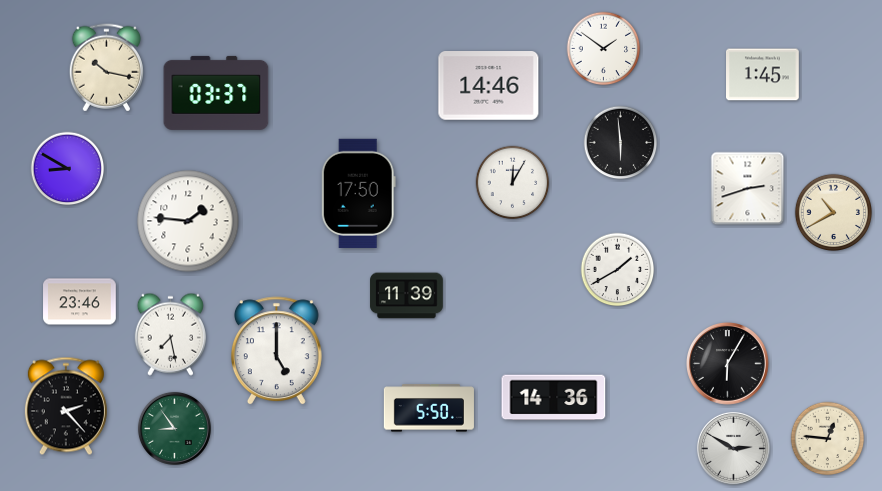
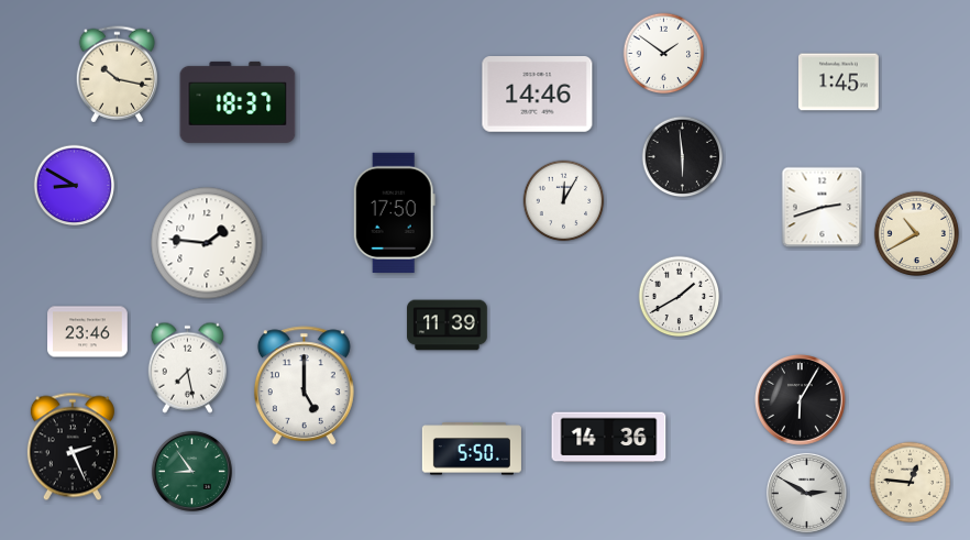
clock at (216, 93): 03:37 -> 18:37
clock at (66, 406): 2:23 -> 2:26
